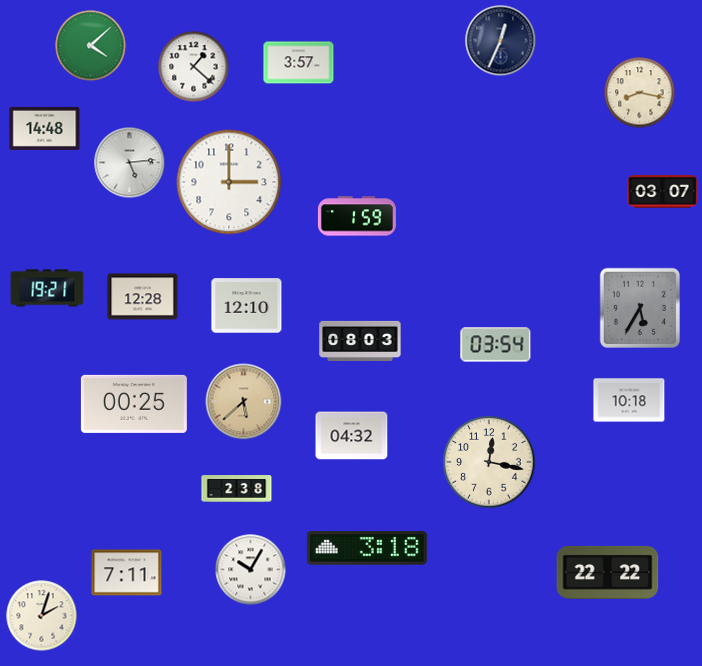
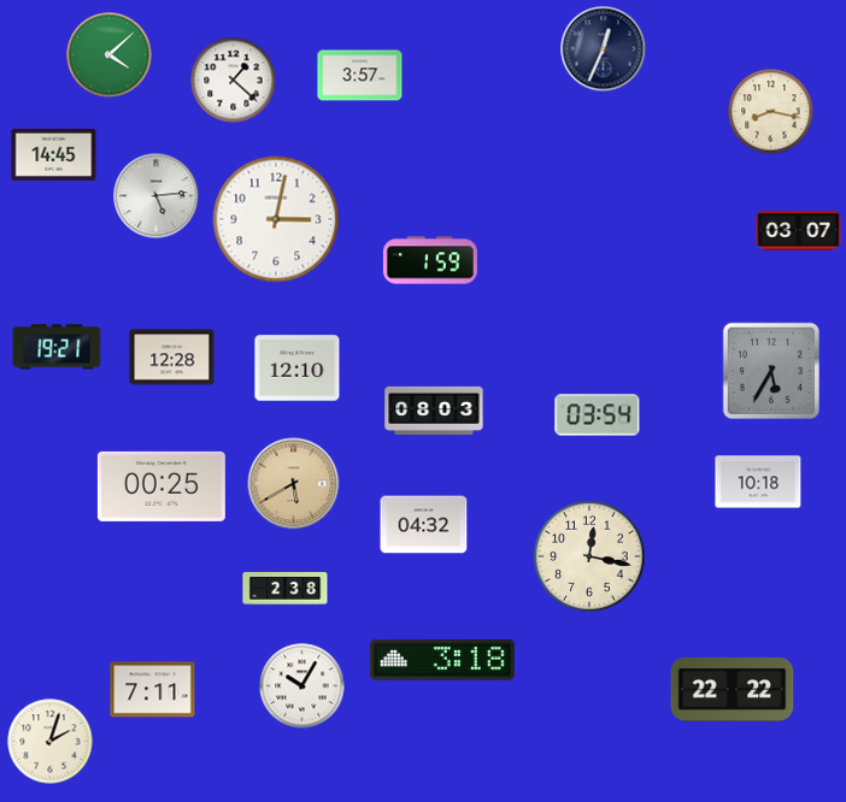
clock at (45, 128): 14:48 -> 14:45
clock at (229, 182): 3:00 -> 3:02
clock at (244, 402): 5:38 -> 5:40
